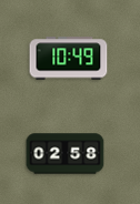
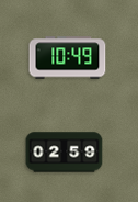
clock at (66, 154): 02:58 -> 02:59
